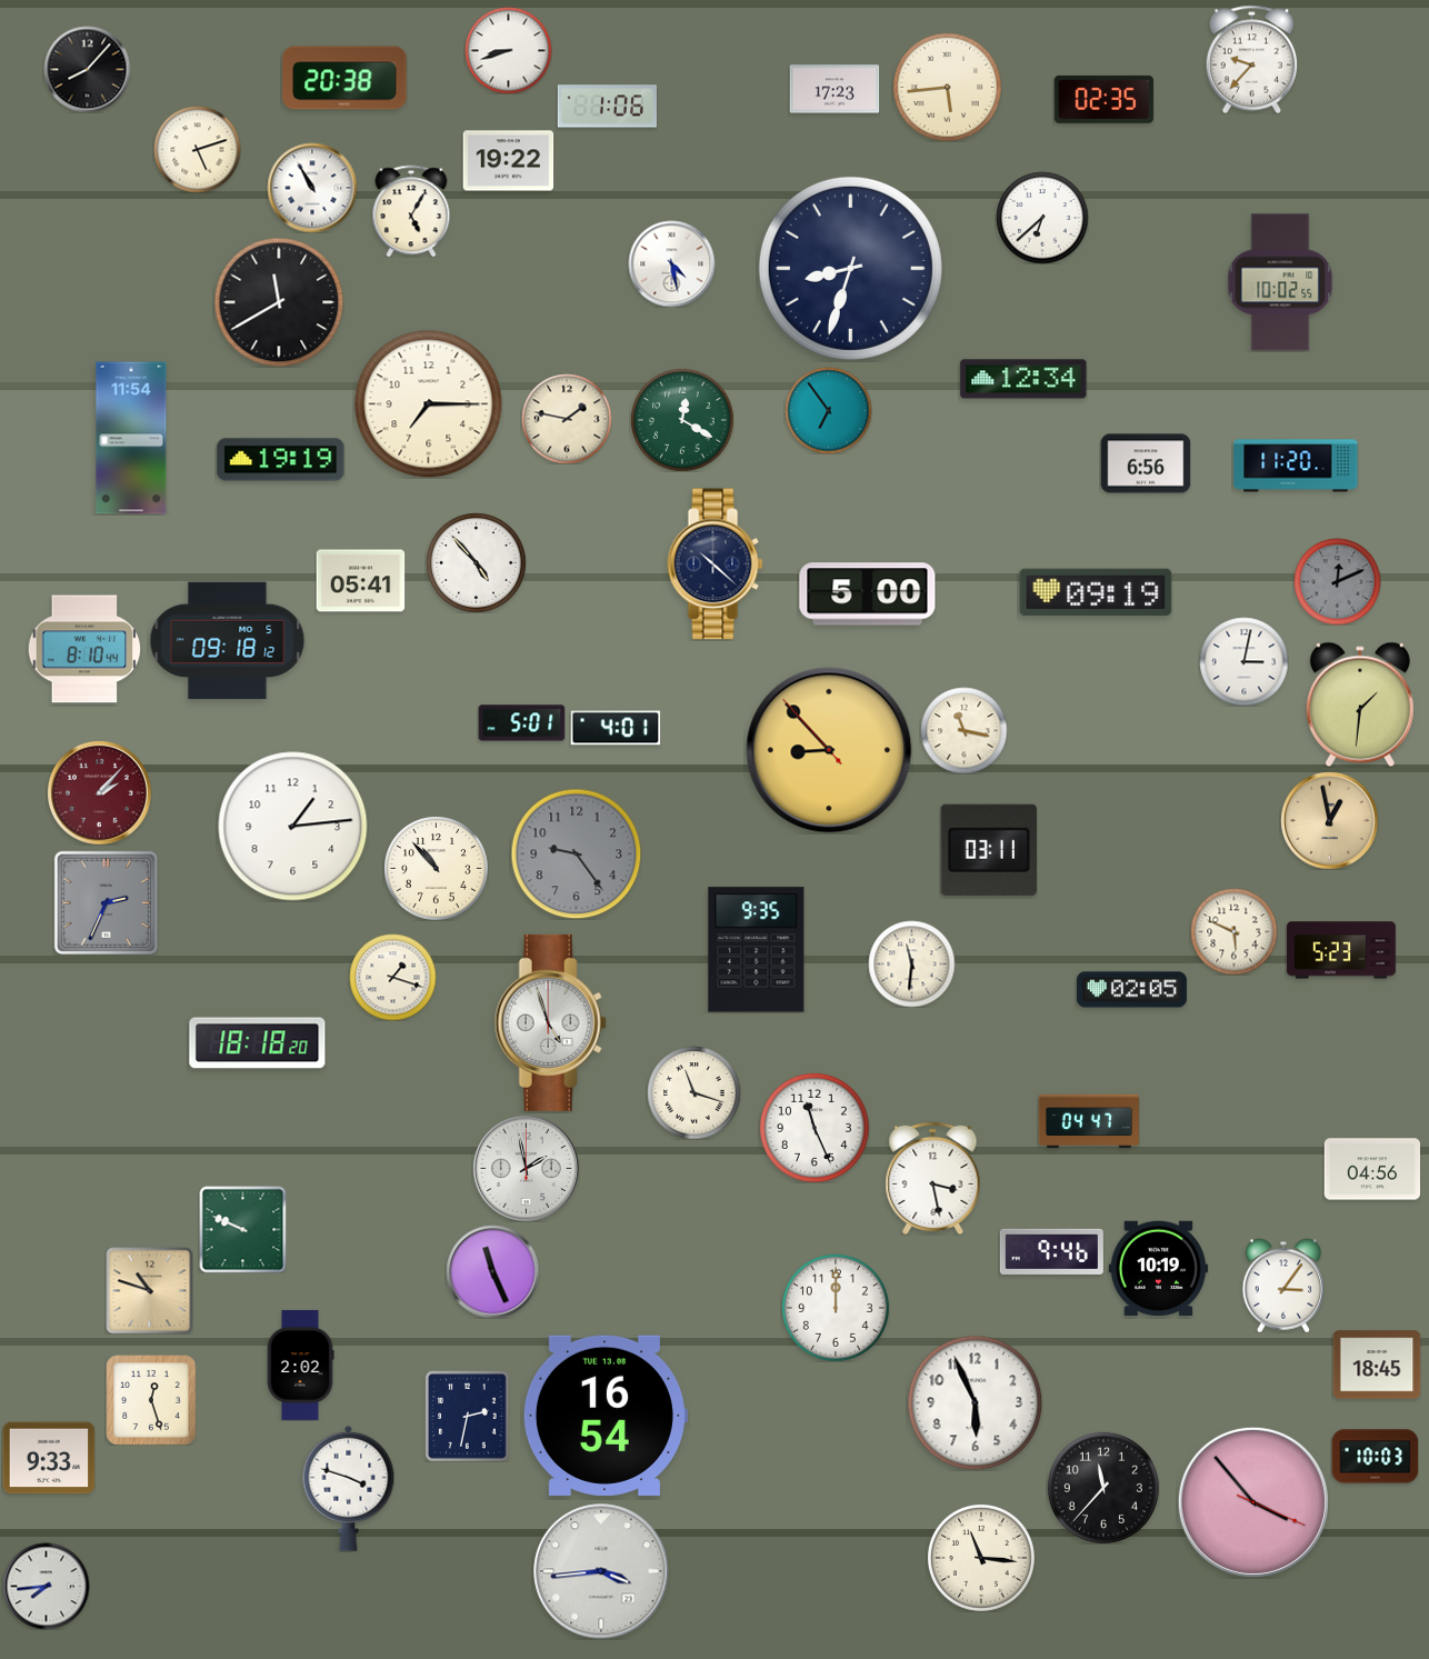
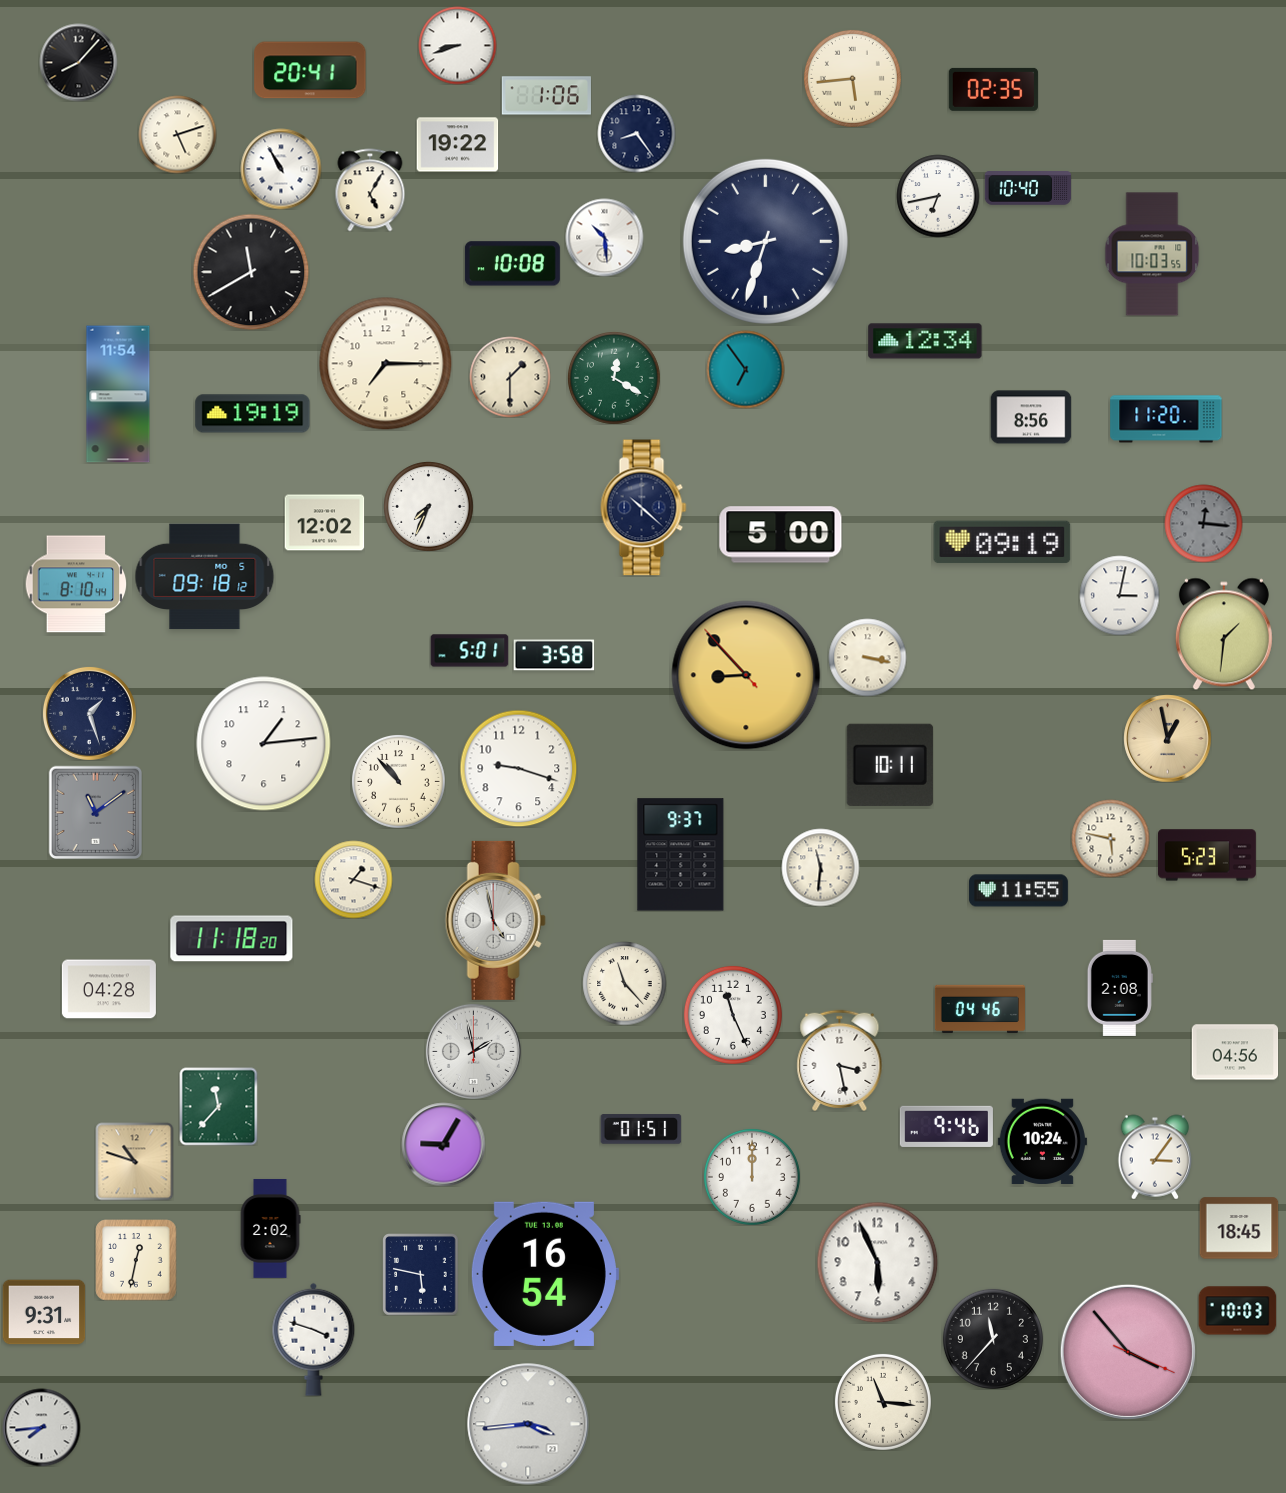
clock at (1252, 59): 9:37 -> none
clock at (344, 78): 20:38 -> 20:41
clock at (835, 89): 17:23 -> none
clock at (636, 133): none -> 8:24
clock at (1028, 188): none -> 10:40
clock at (1042, 218): 6:38 -> 6:43
clock at (671, 263): 4:28 -> 10:29
clock at (1280, 282): 10:02 -> 10:03
clock at (512, 264): none -> 10:08
clock at (1023, 379) position: (1023, 379) -> (925, 341)
clock at (567, 419): 1:47 -> 1:30
clock at (1146, 463): 6:56 -> 8:56
clock at (476, 562): 4:53 -> 7:34
clock at (360, 581): 05:41 -> 12:02
clock at (1337, 581): 12:11 -> 12:16
clock at (1096, 592) position: (1096, 592) -> (1002, 542)
clock at (616, 728): 4:01 -> 3:58
clock at (963, 730): 11:17 -> 3:17
clock at (99, 792): 2:07 -> 1:27
clock at (99, 792) dial: burgundy -> navy
clock at (1329, 820) position: (1329, 820) -> (1167, 738)
clock at (989, 850): 03:11 -> 10:11
clock at (576, 853): 9:24 -> 9:18
clock at (576, 853) dial: grey -> white
clock at (437, 869) position: (437, 869) -> (399, 782)
clock at (106, 902): 2:34 -> 11:09
clock at (1233, 931): 5:49 -> 5:47
clock at (757, 950): 9:35 -> 9:37
clock at (1132, 990): 02:05 -> 11:55
clock at (550, 1022): 4:57 -> 4:58
clock at (258, 1043): 18:18 -> 11:18
clock at (693, 1092): 11:18 -> 11:23
clock at (1120, 988): none -> 2:08
clock at (109, 989): none -> 04:28
clock at (1089, 1121): 04:47 -> 04:46
clock at (242, 1229): 9:49 -> 11:37
clock at (641, 1129): none -> 01:51
clock at (1158, 1268): 10:19 -> 10:24
clock at (492, 1271): 11:26 -> 9:05
clock at (151, 1400): 12:27 -> 12:32
clock at (468, 1416): 2:32 -> 5:47
clock at (49, 1458): 9:33 -> 9:31
clock at (601, 1571) position: (601, 1571) -> (528, 1424)
